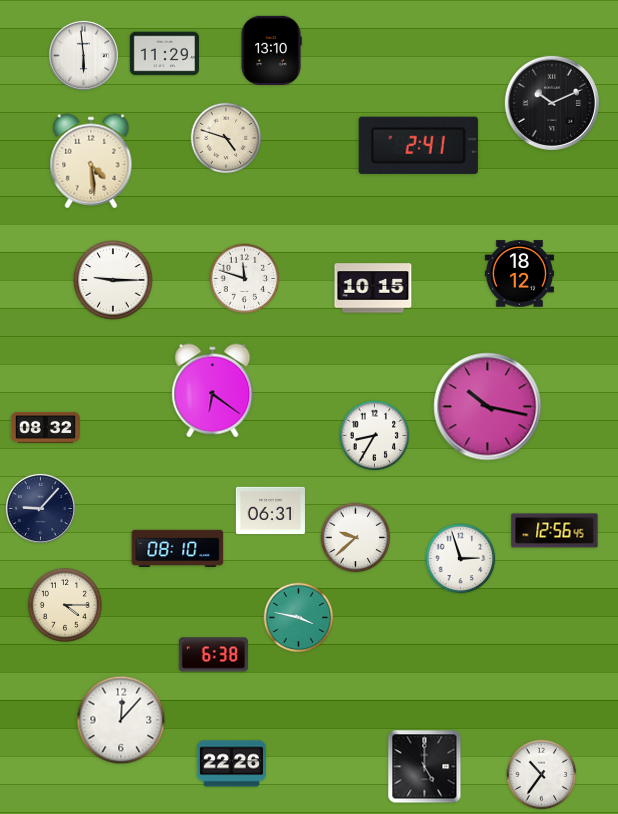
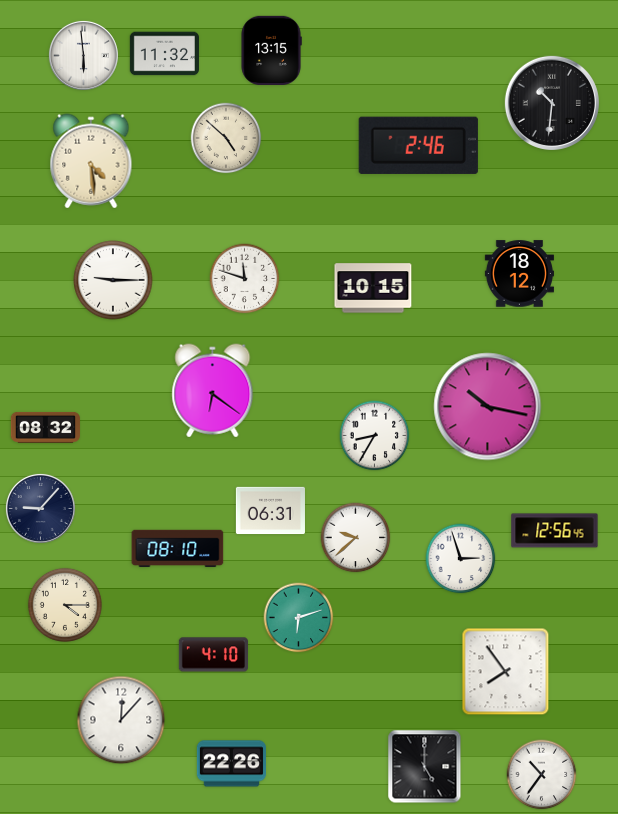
clock at (271, 50): 13:10 -> 13:15
clock at (164, 54): 11:29 -> 11:32
clock at (552, 103): 10:11 -> 10:31
clock at (226, 138): 4:48 -> 4:52
clock at (418, 145): 2:41 -> 2:46
clock at (299, 618): 3:47 -> 6:12
clock at (213, 655): 6:38 -> 4:10
clock at (506, 672): none -> 7:54
